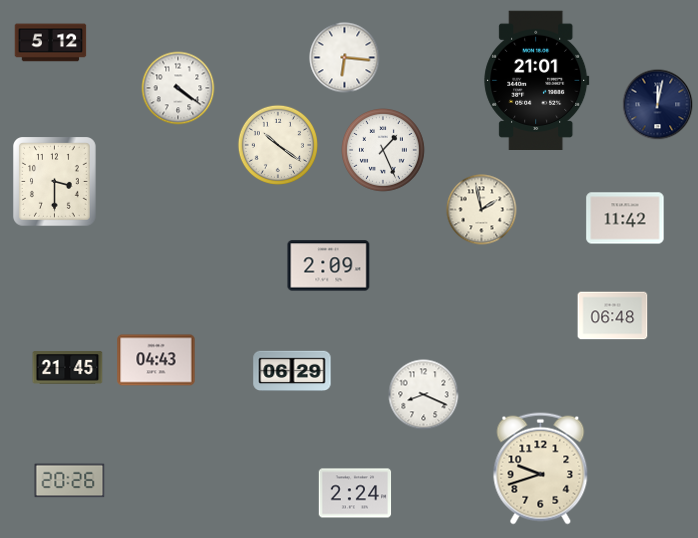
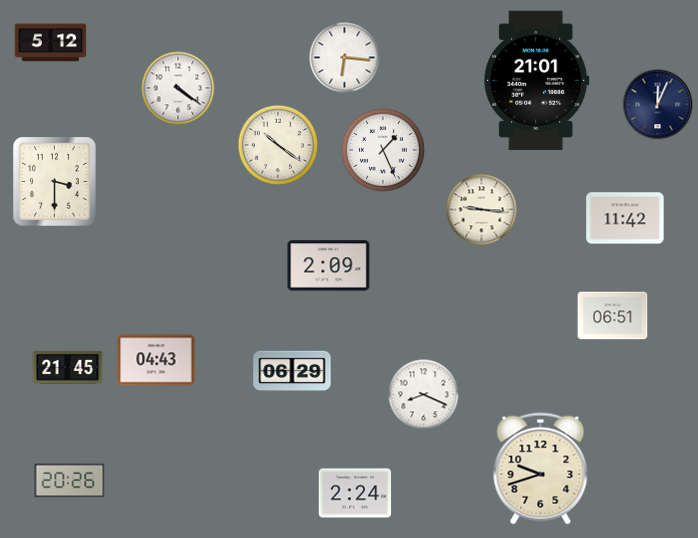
clock at (658, 105): 12:02 -> 12:04
clock at (482, 210): 1:58 -> 9:16
clock at (613, 316): 06:48 -> 06:51
